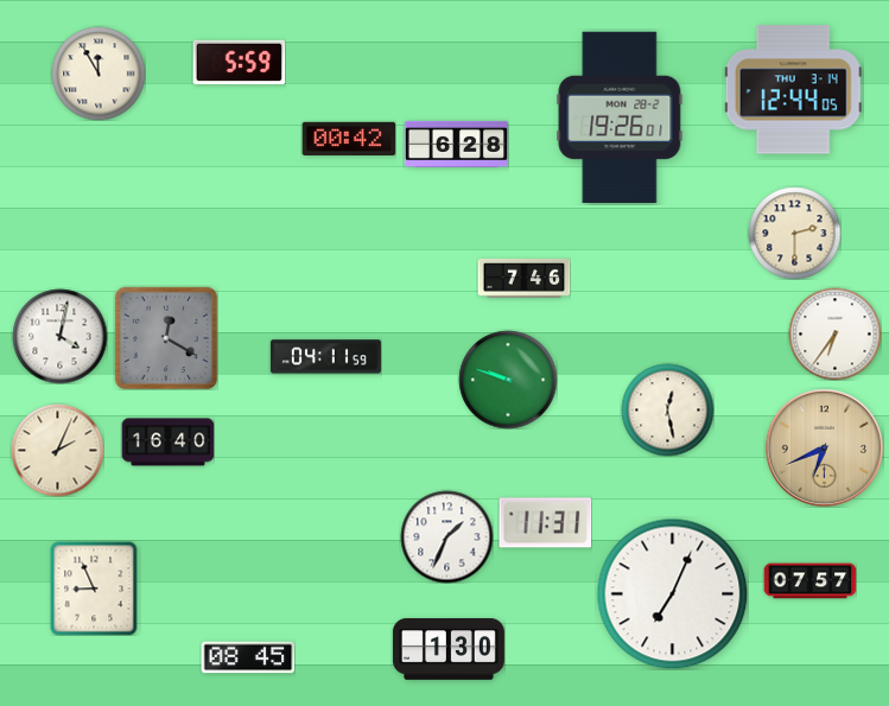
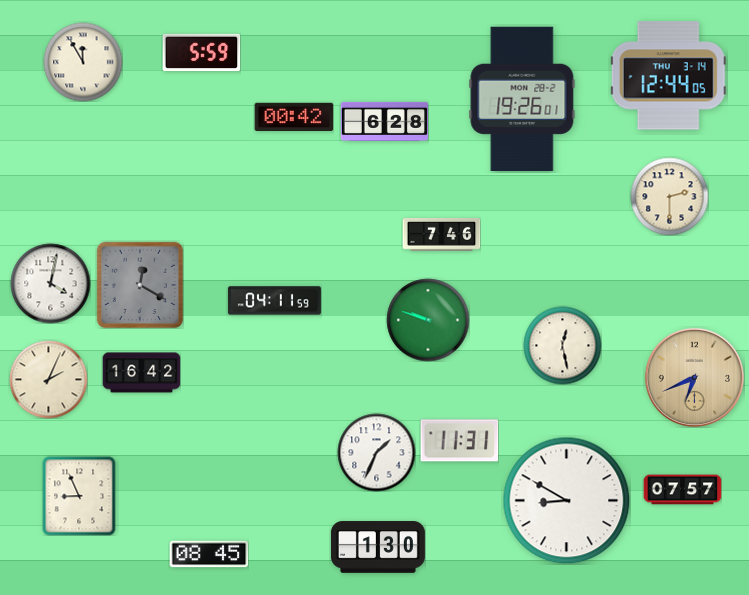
clock at (834, 333): 6:36 -> none
clock at (167, 443): 16:40 -> 16:42
clock at (672, 593): 7:04 -> 8:50
